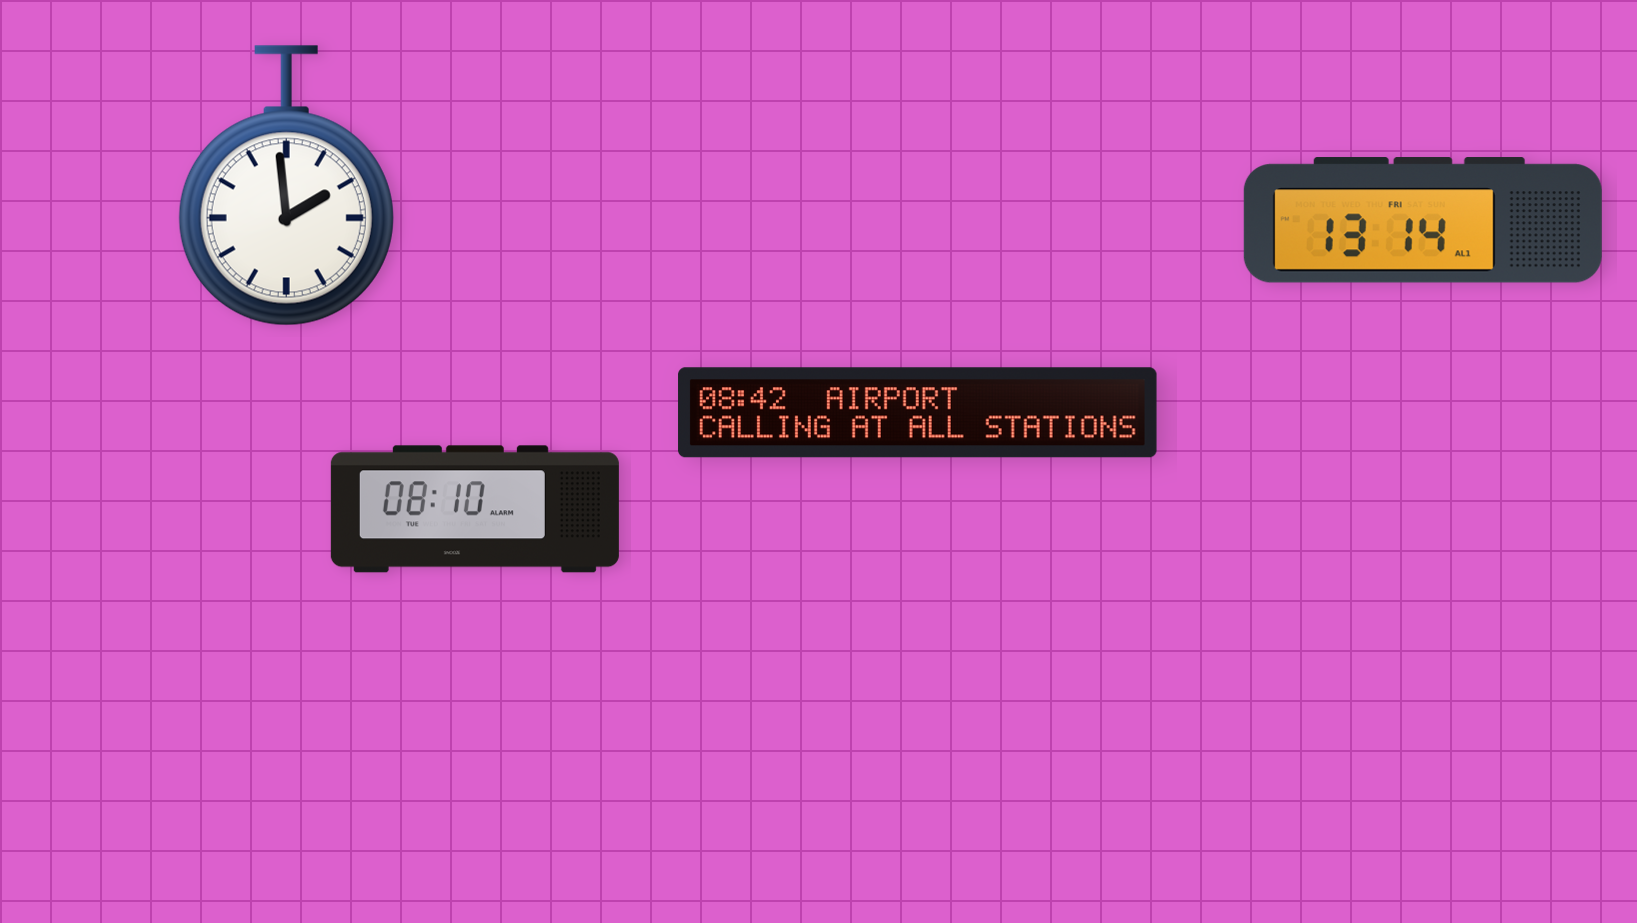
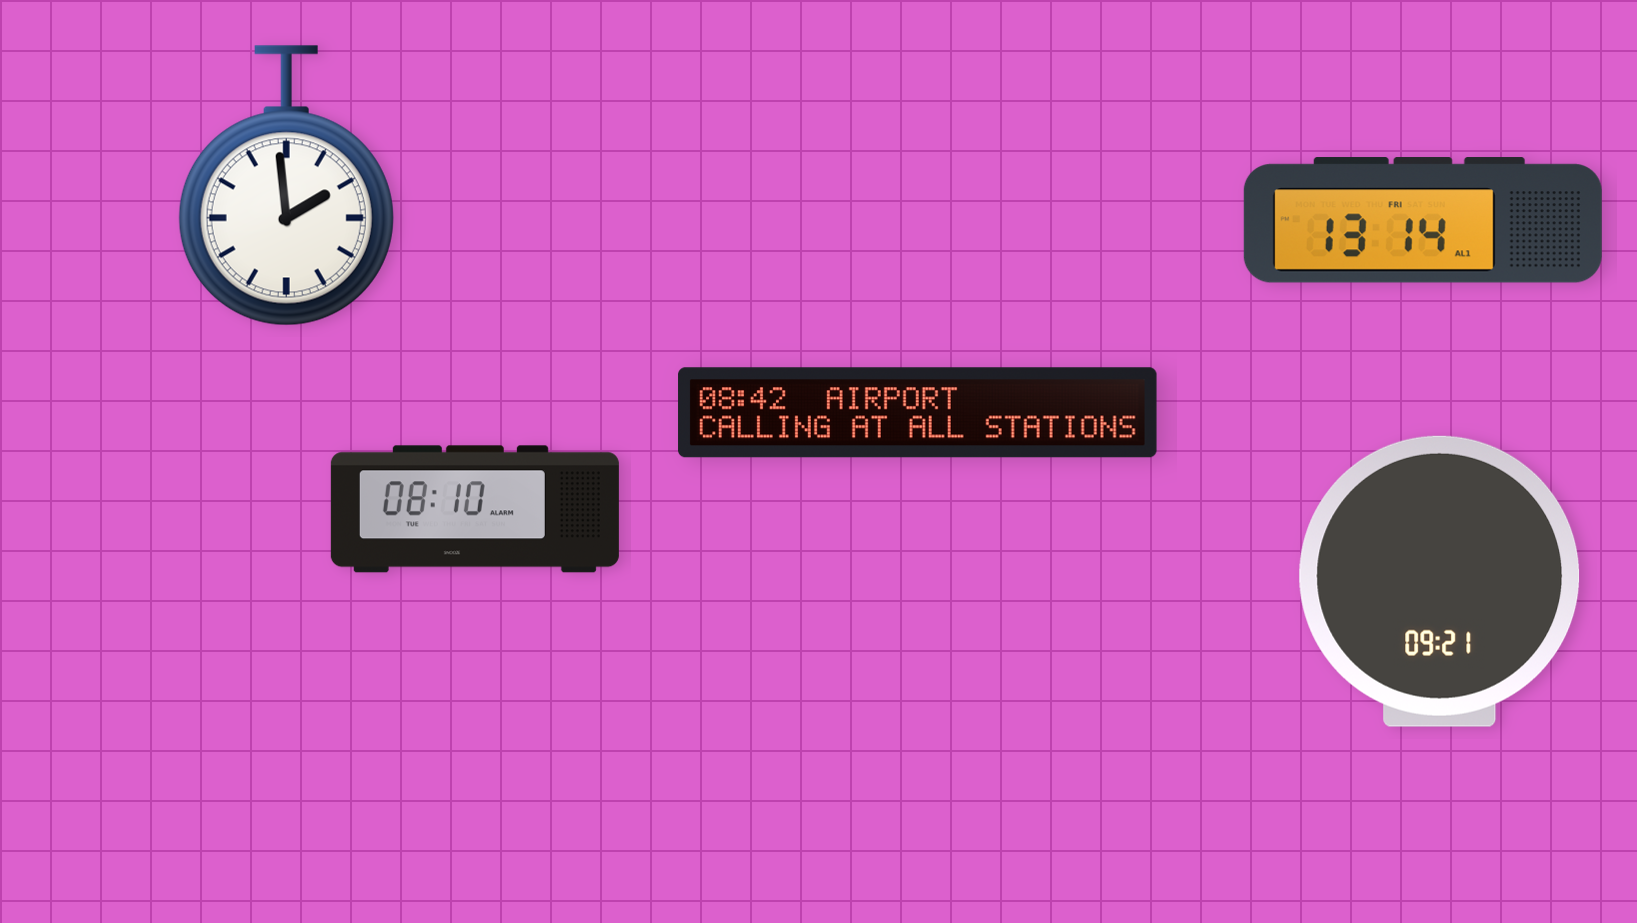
clock at (1440, 581): none -> 09:21
